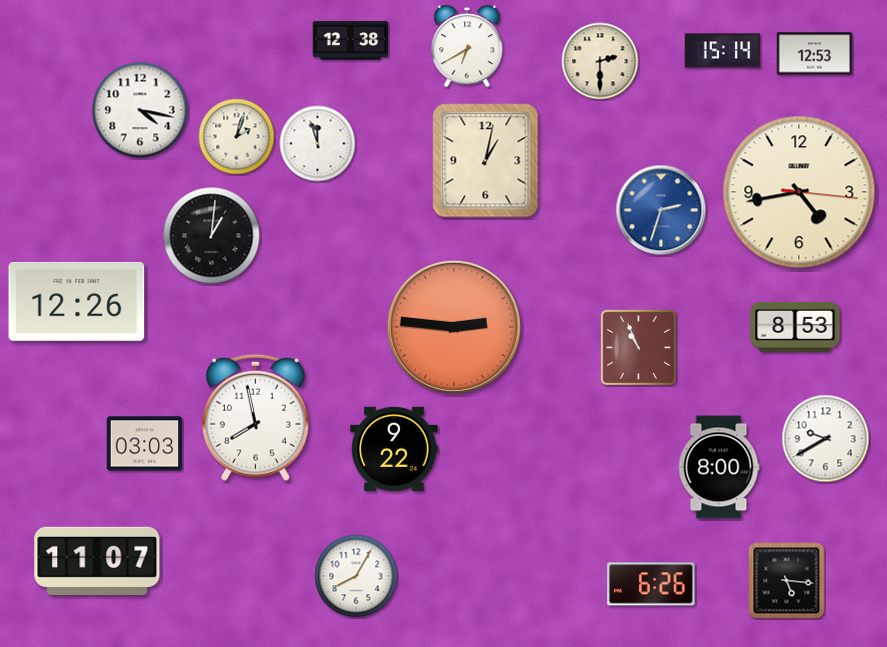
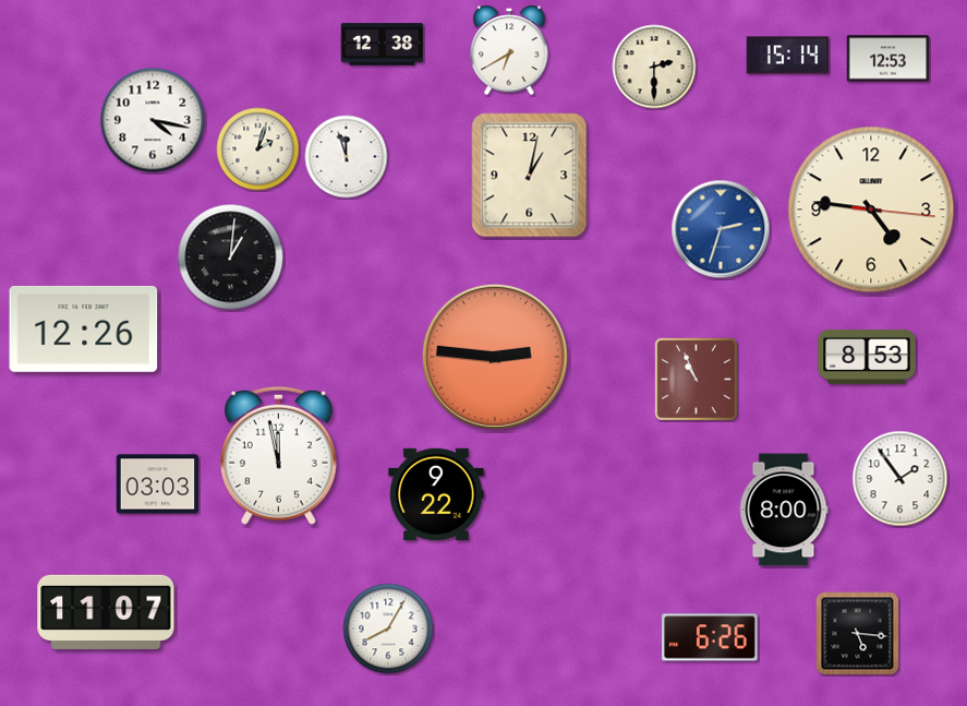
clock at (799, 192): 4:43 -> 4:46
clock at (255, 417): 7:58 -> 11:58
clock at (826, 439): 9:40 -> 1:54
clock at (394, 448) position: (394, 448) -> (436, 493)
